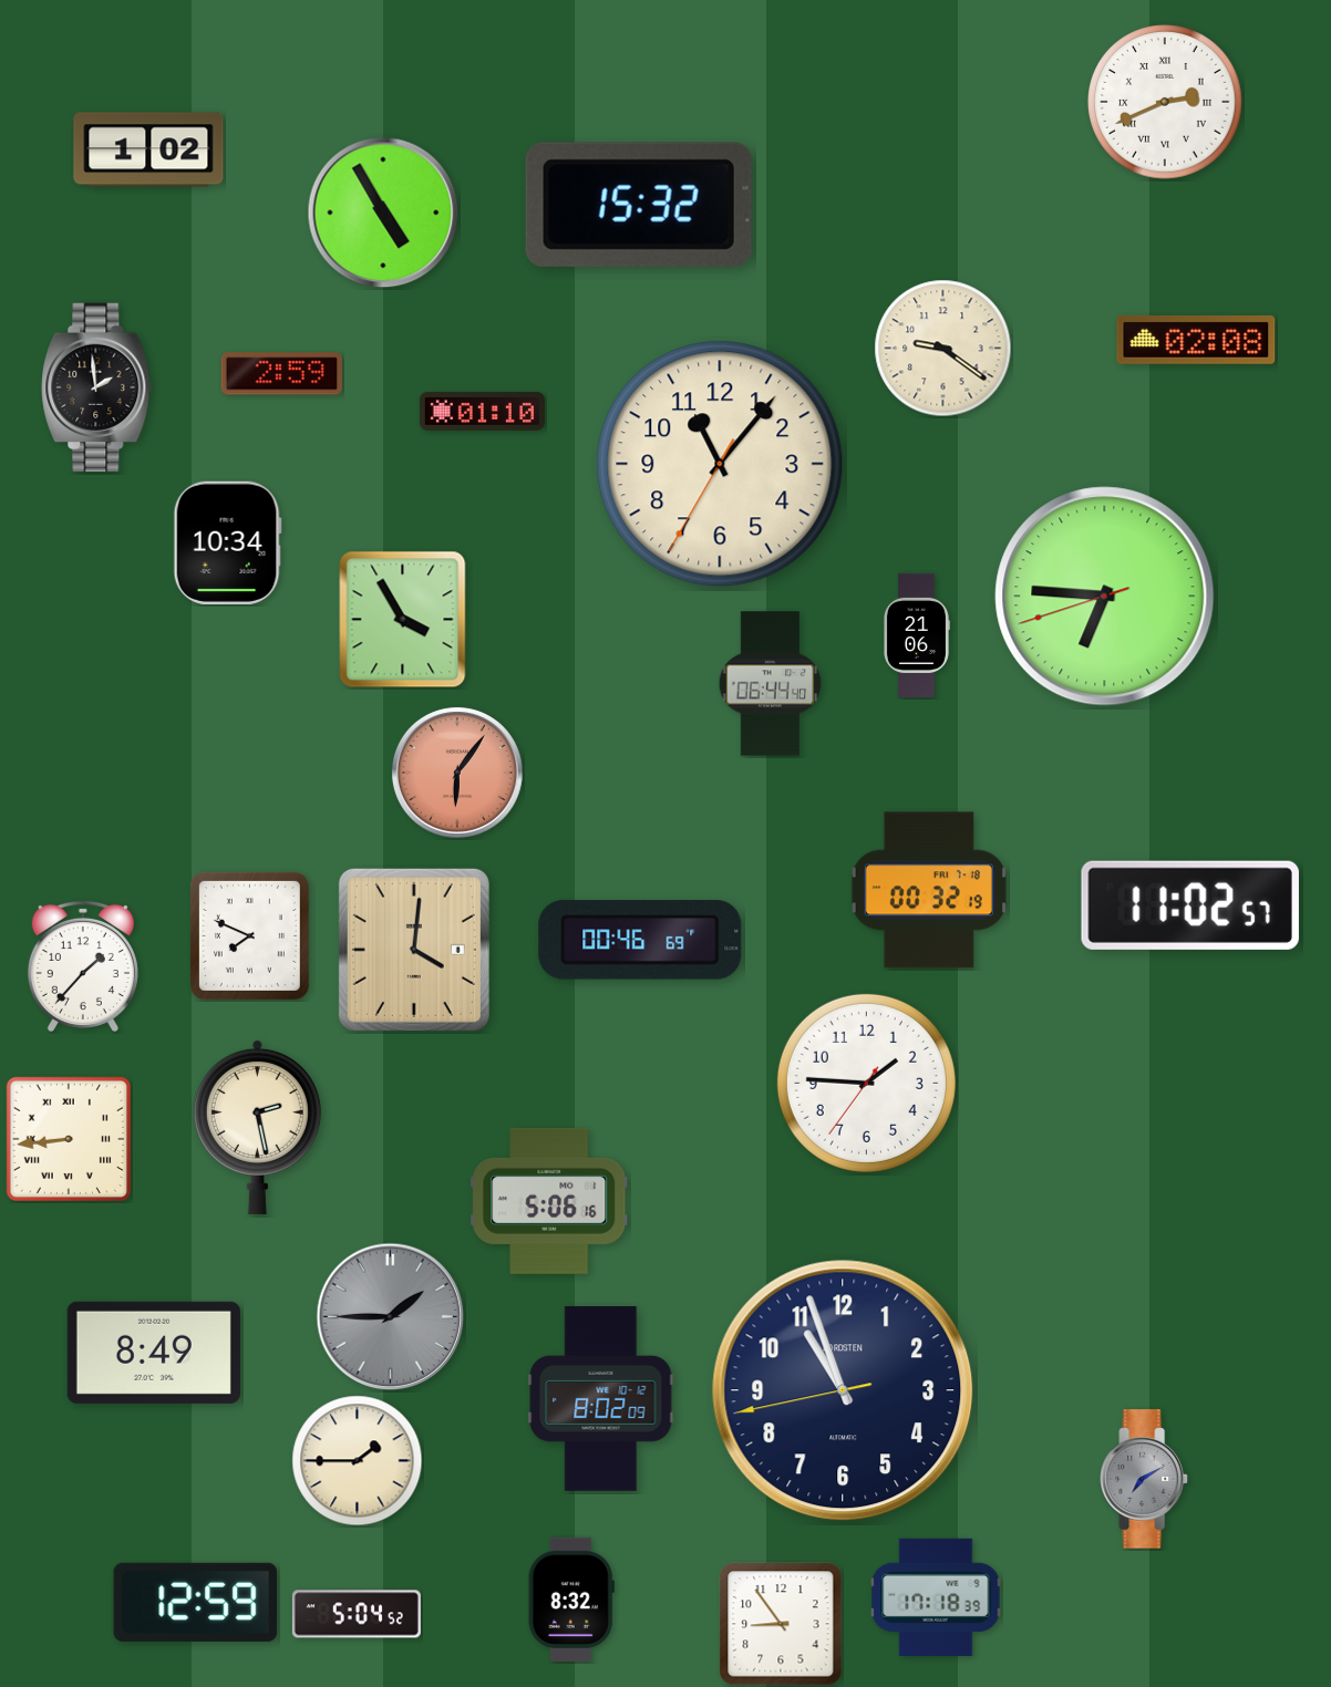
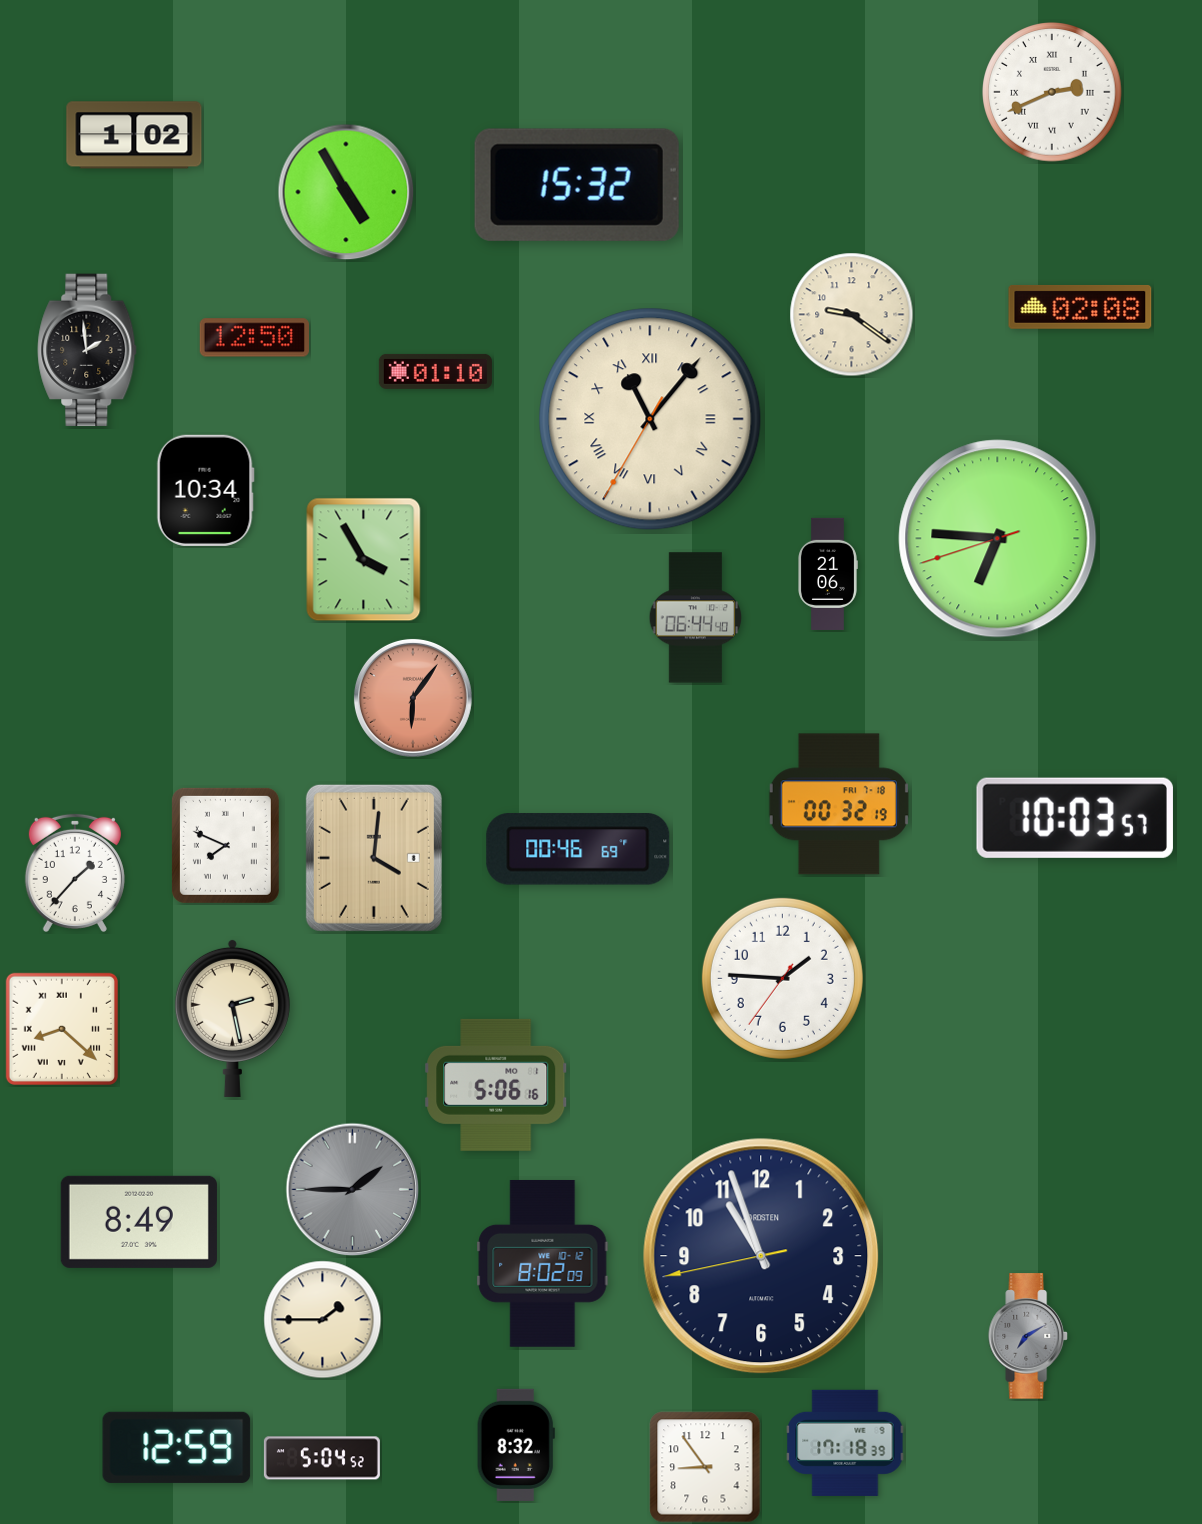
clock at (281, 374): 2:59 -> 12:50
clock at (720, 464) numerals: Arabic -> Roman
clock at (1190, 905): 11:02 -> 10:03
clock at (69, 1139): 8:44 -> 8:22
clock at (1144, 1479) position: (1144, 1479) -> (1028, 1336)
